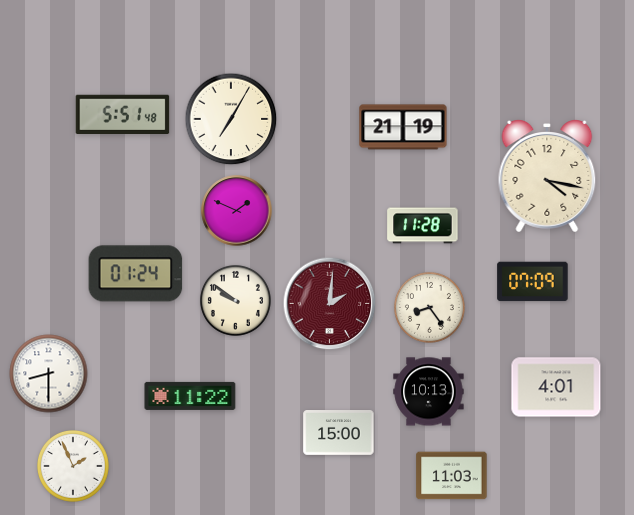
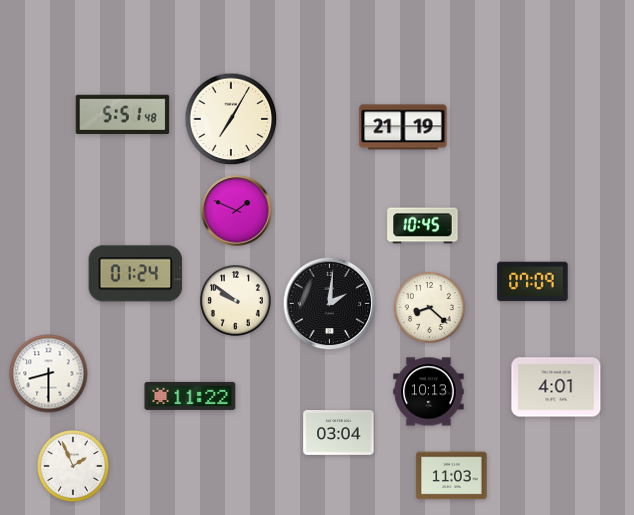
clock at (547, 176): 4:17 -> none
clock at (423, 226): 11:28 -> 10:45
clock at (330, 304) dial: burgundy -> black
clock at (429, 307): 8:24 -> 8:22
clock at (339, 433): 15:00 -> 03:04
